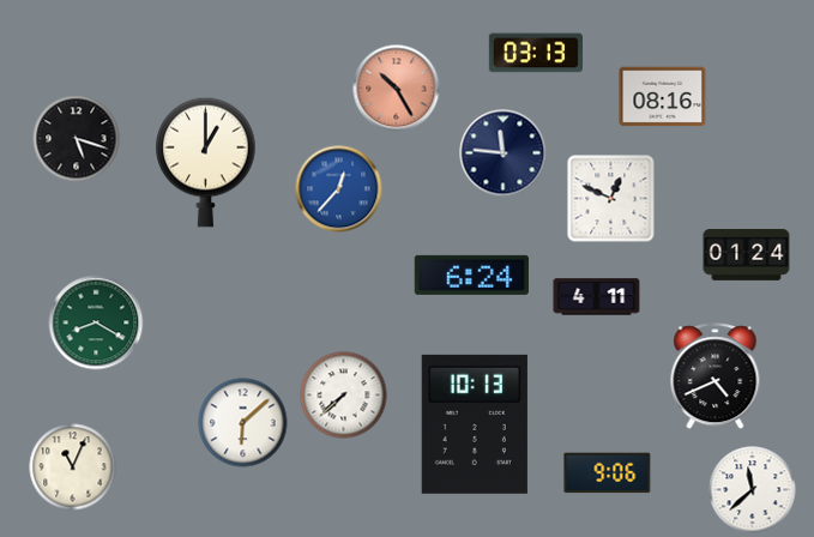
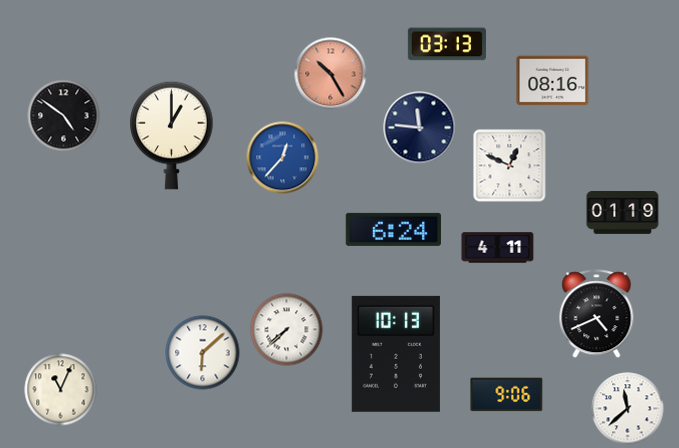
clock at (77, 139): 5:18 -> 4:51
clock at (747, 255): 01:24 -> 01:19
clock at (96, 322): 8:20 -> none
